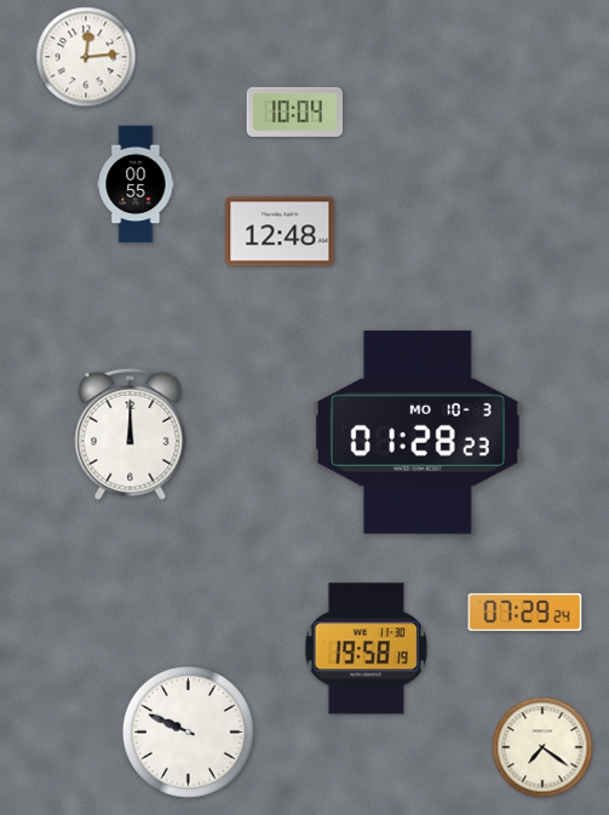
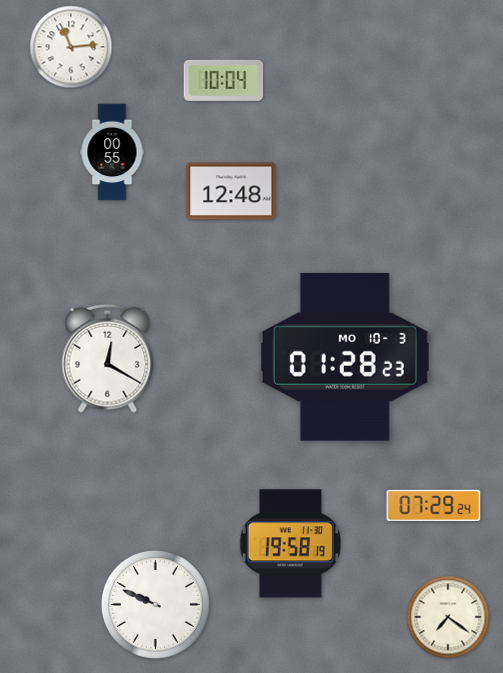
clock at (86, 57): 12:14 -> 11:14
clock at (295, 111) position: (295, 111) -> (224, 80)
clock at (131, 434): 12:00 -> 12:20
clock at (366, 649) position: (366, 649) -> (290, 544)
